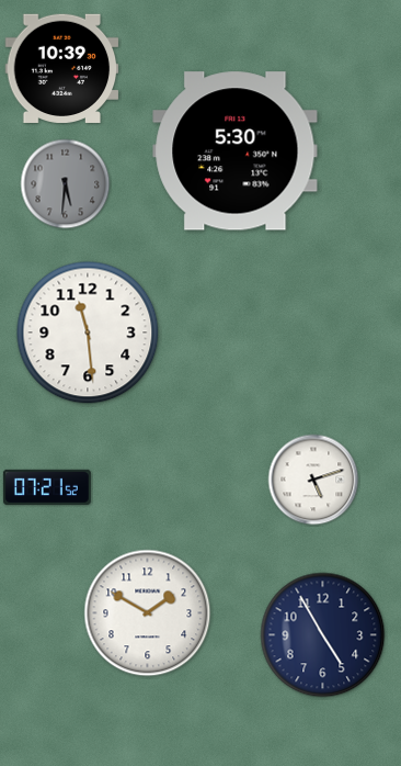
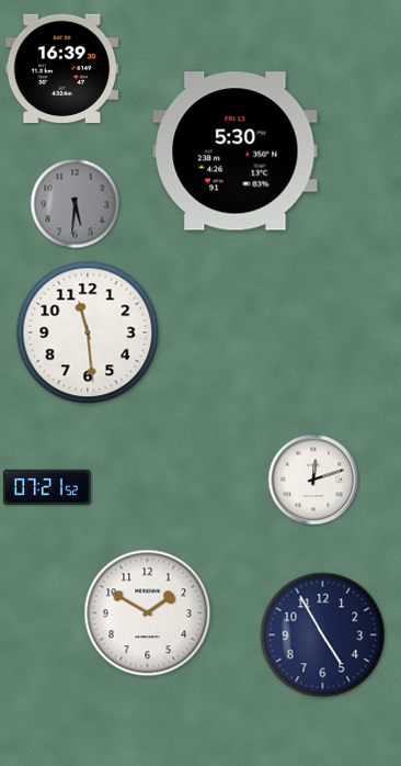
clock at (62, 68): 10:39 -> 16:39
clock at (66, 184) position: (66, 184) -> (76, 204)
clock at (313, 480): 5:12 -> 12:12
